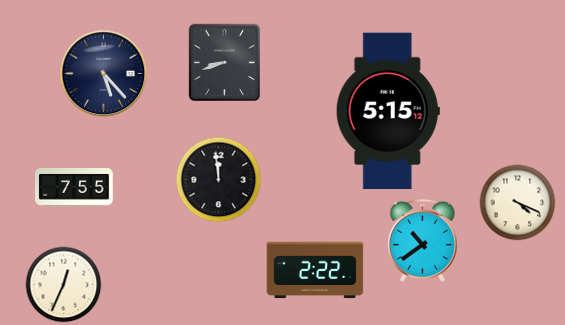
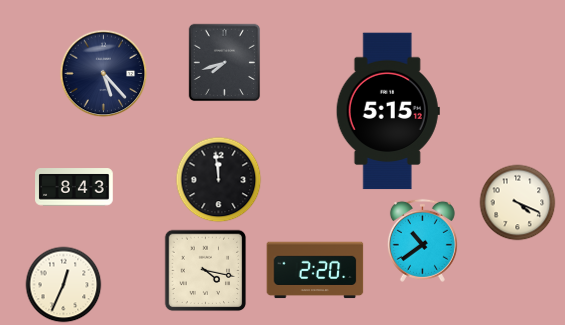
clock at (225, 63): 8:42 -> 7:42
clock at (74, 187): 7:55 -> 8:43
clock at (315, 270): 2:22 -> 2:20
clock at (206, 271): none -> 4:17
